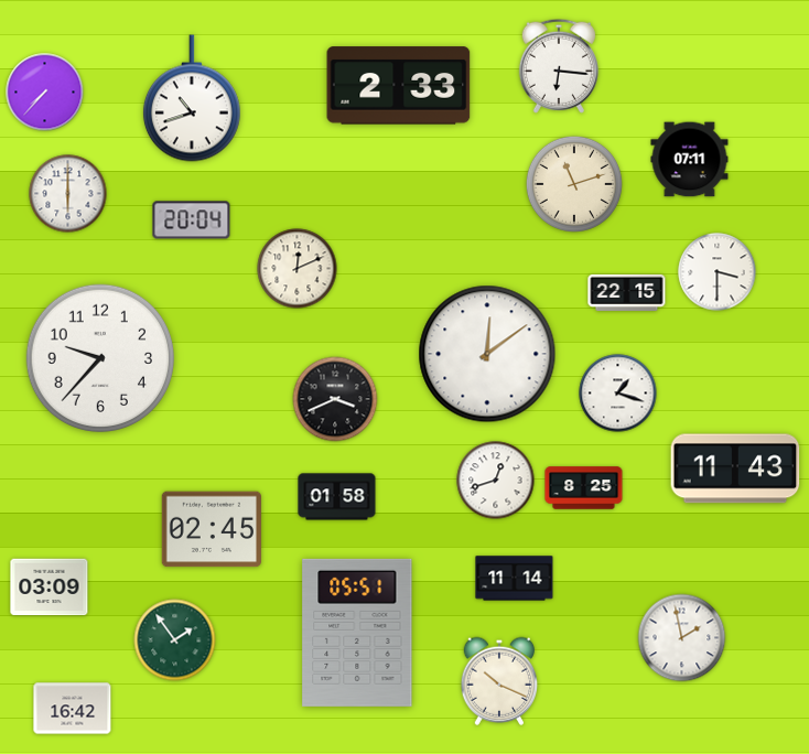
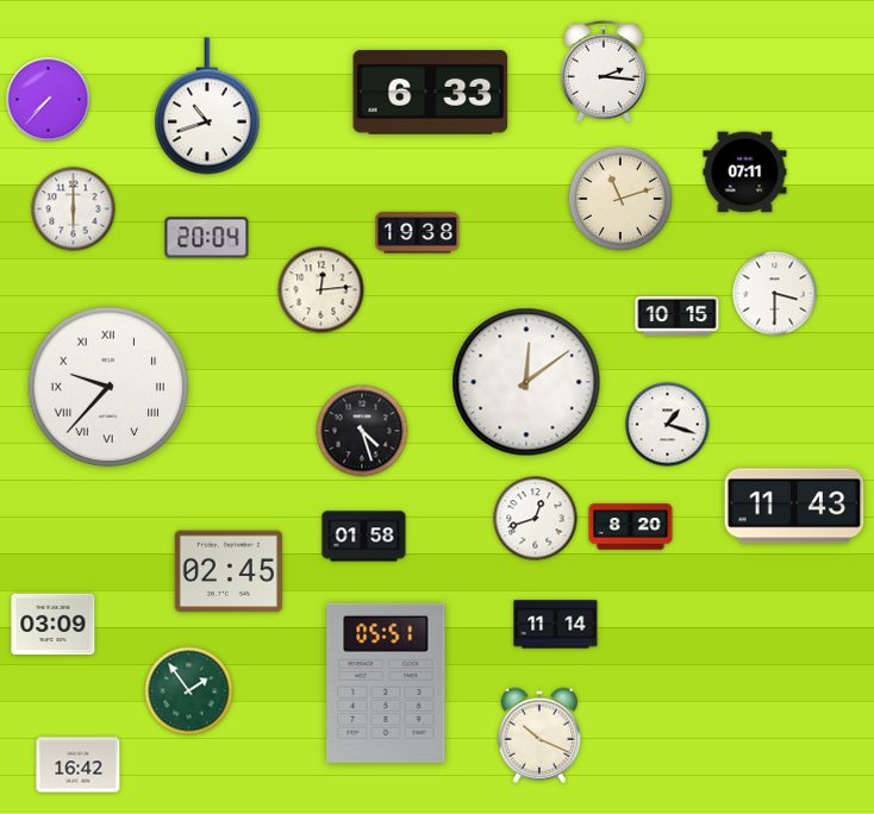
clock at (559, 66): 6:16 -> 2:16
clock at (399, 86): 2:33 -> 6:33
clock at (418, 233): none -> 19:38
clock at (298, 269): 12:11 -> 12:14
clock at (627, 292): 22:15 -> 10:15
clock at (100, 358) numerals: Arabic -> Roman
clock at (335, 399): 3:41 -> 4:27
clock at (584, 488): 8:25 -> 8:20
clock at (50, 588) position: (50, 588) -> (54, 625)
clock at (682, 638): 1:58 -> none
